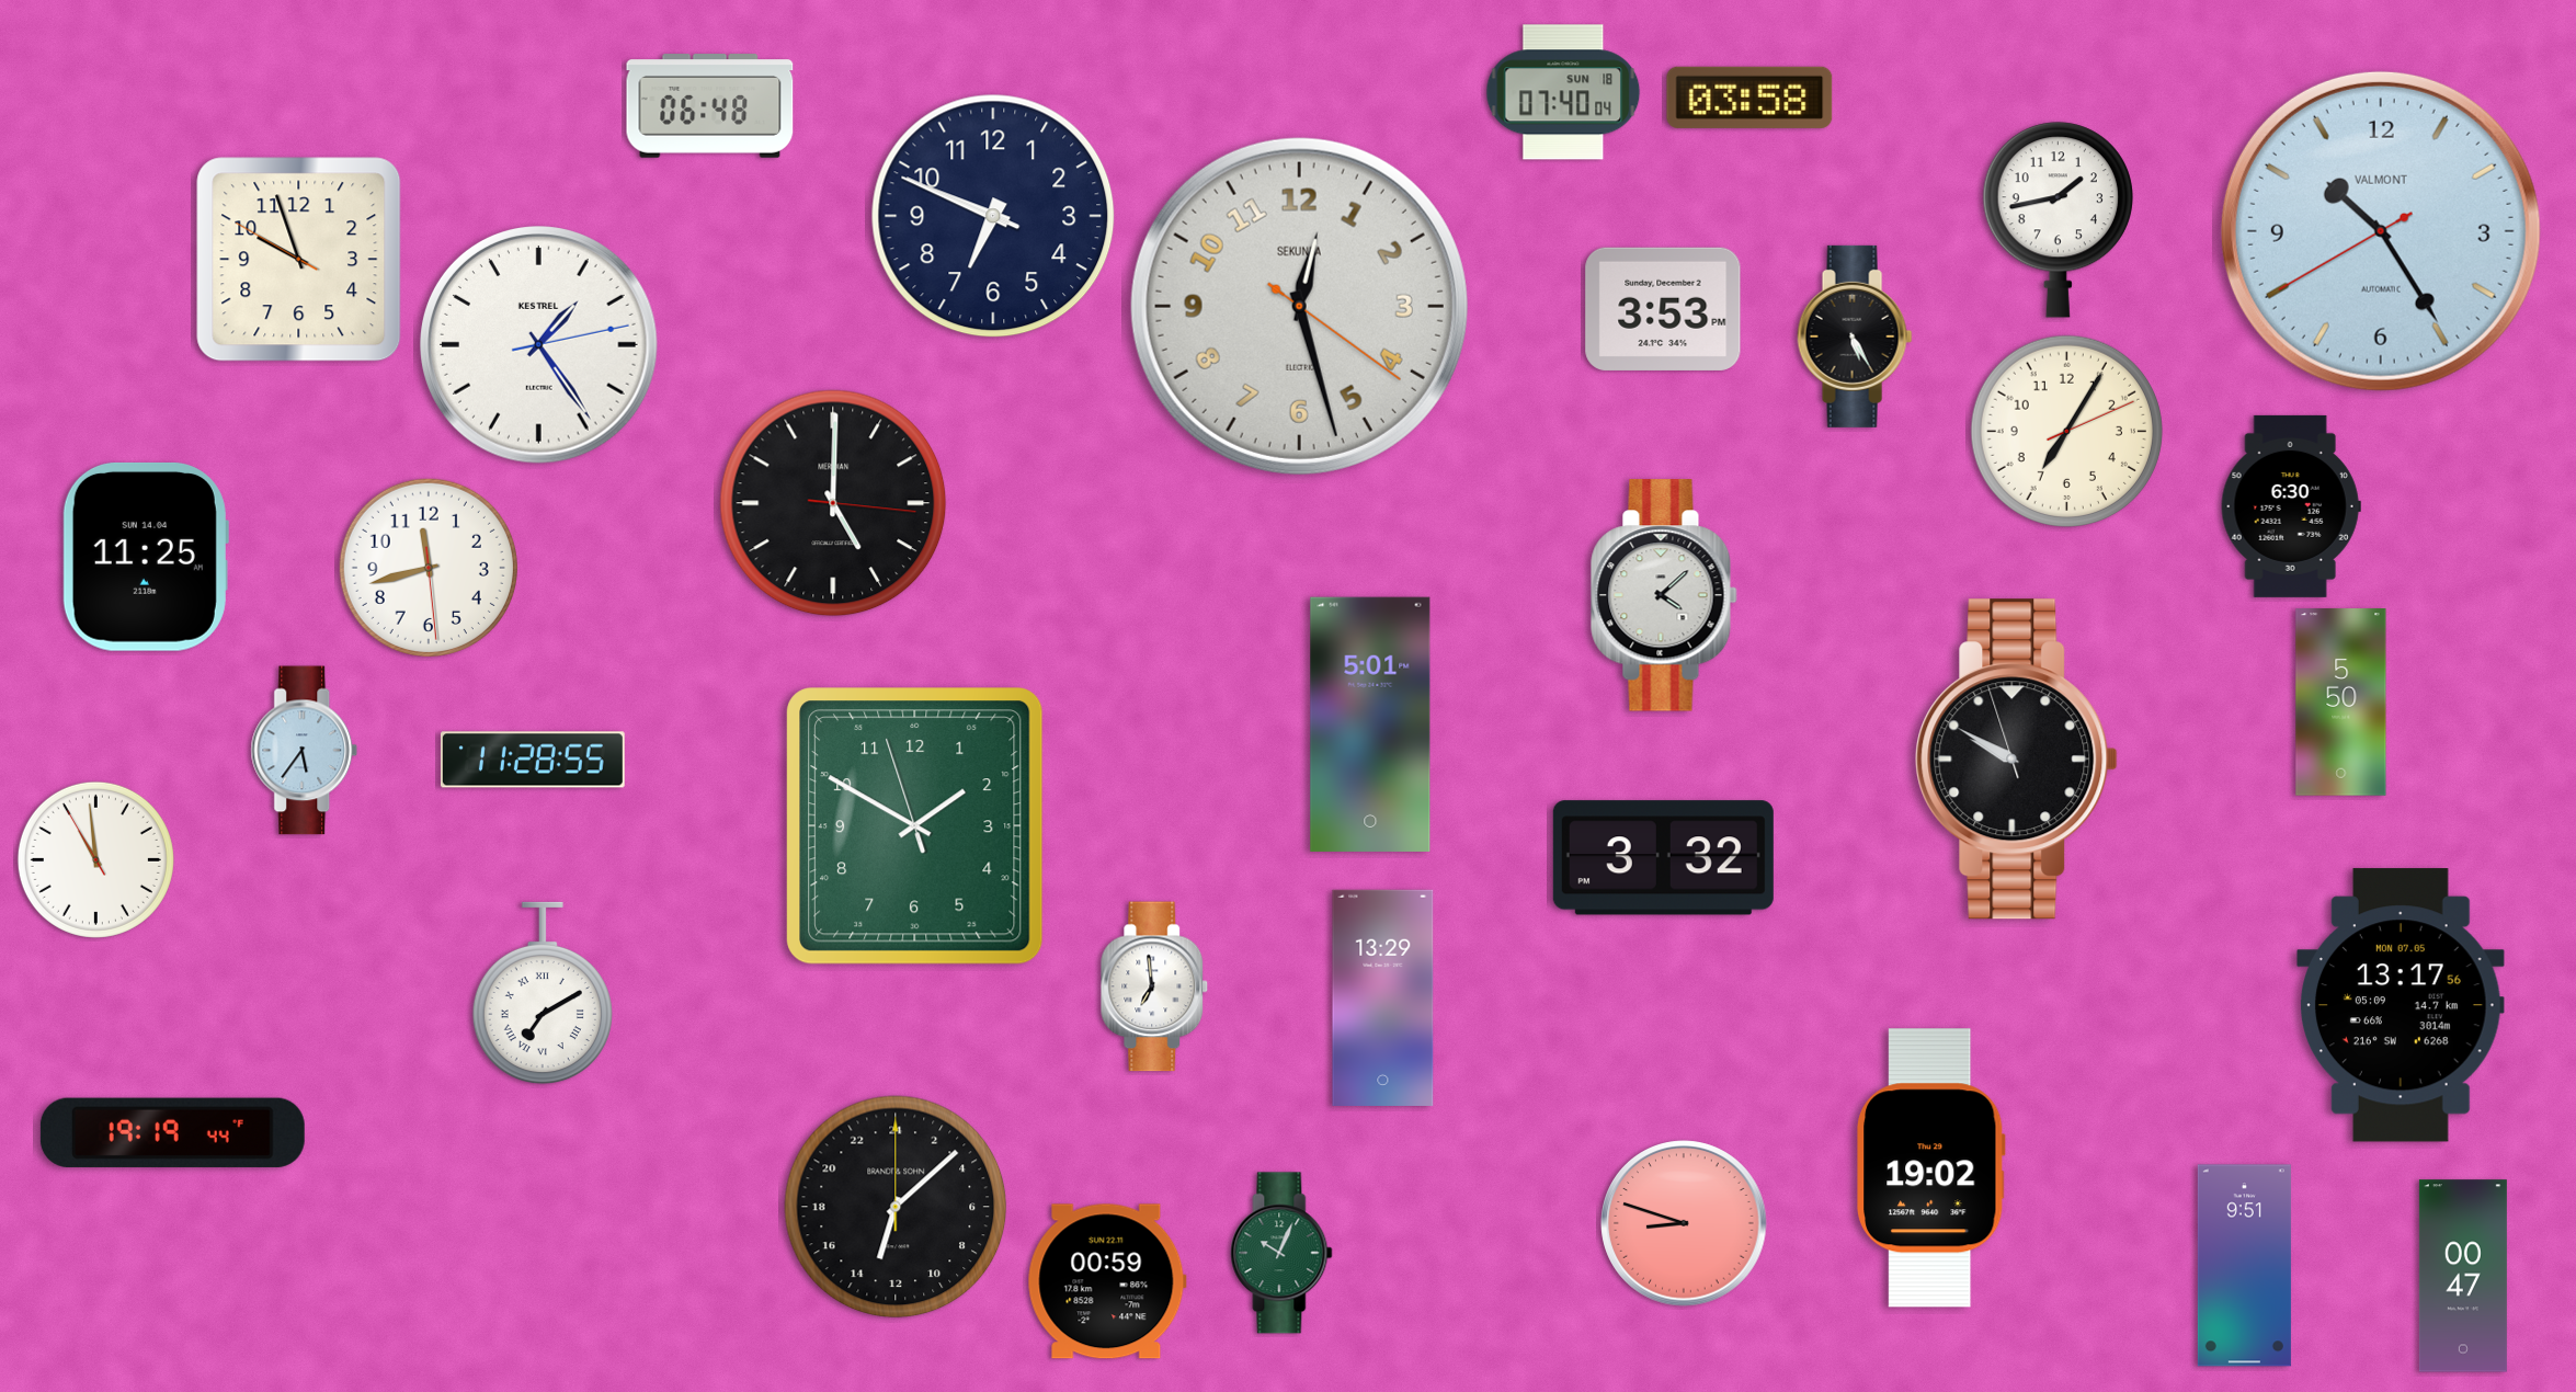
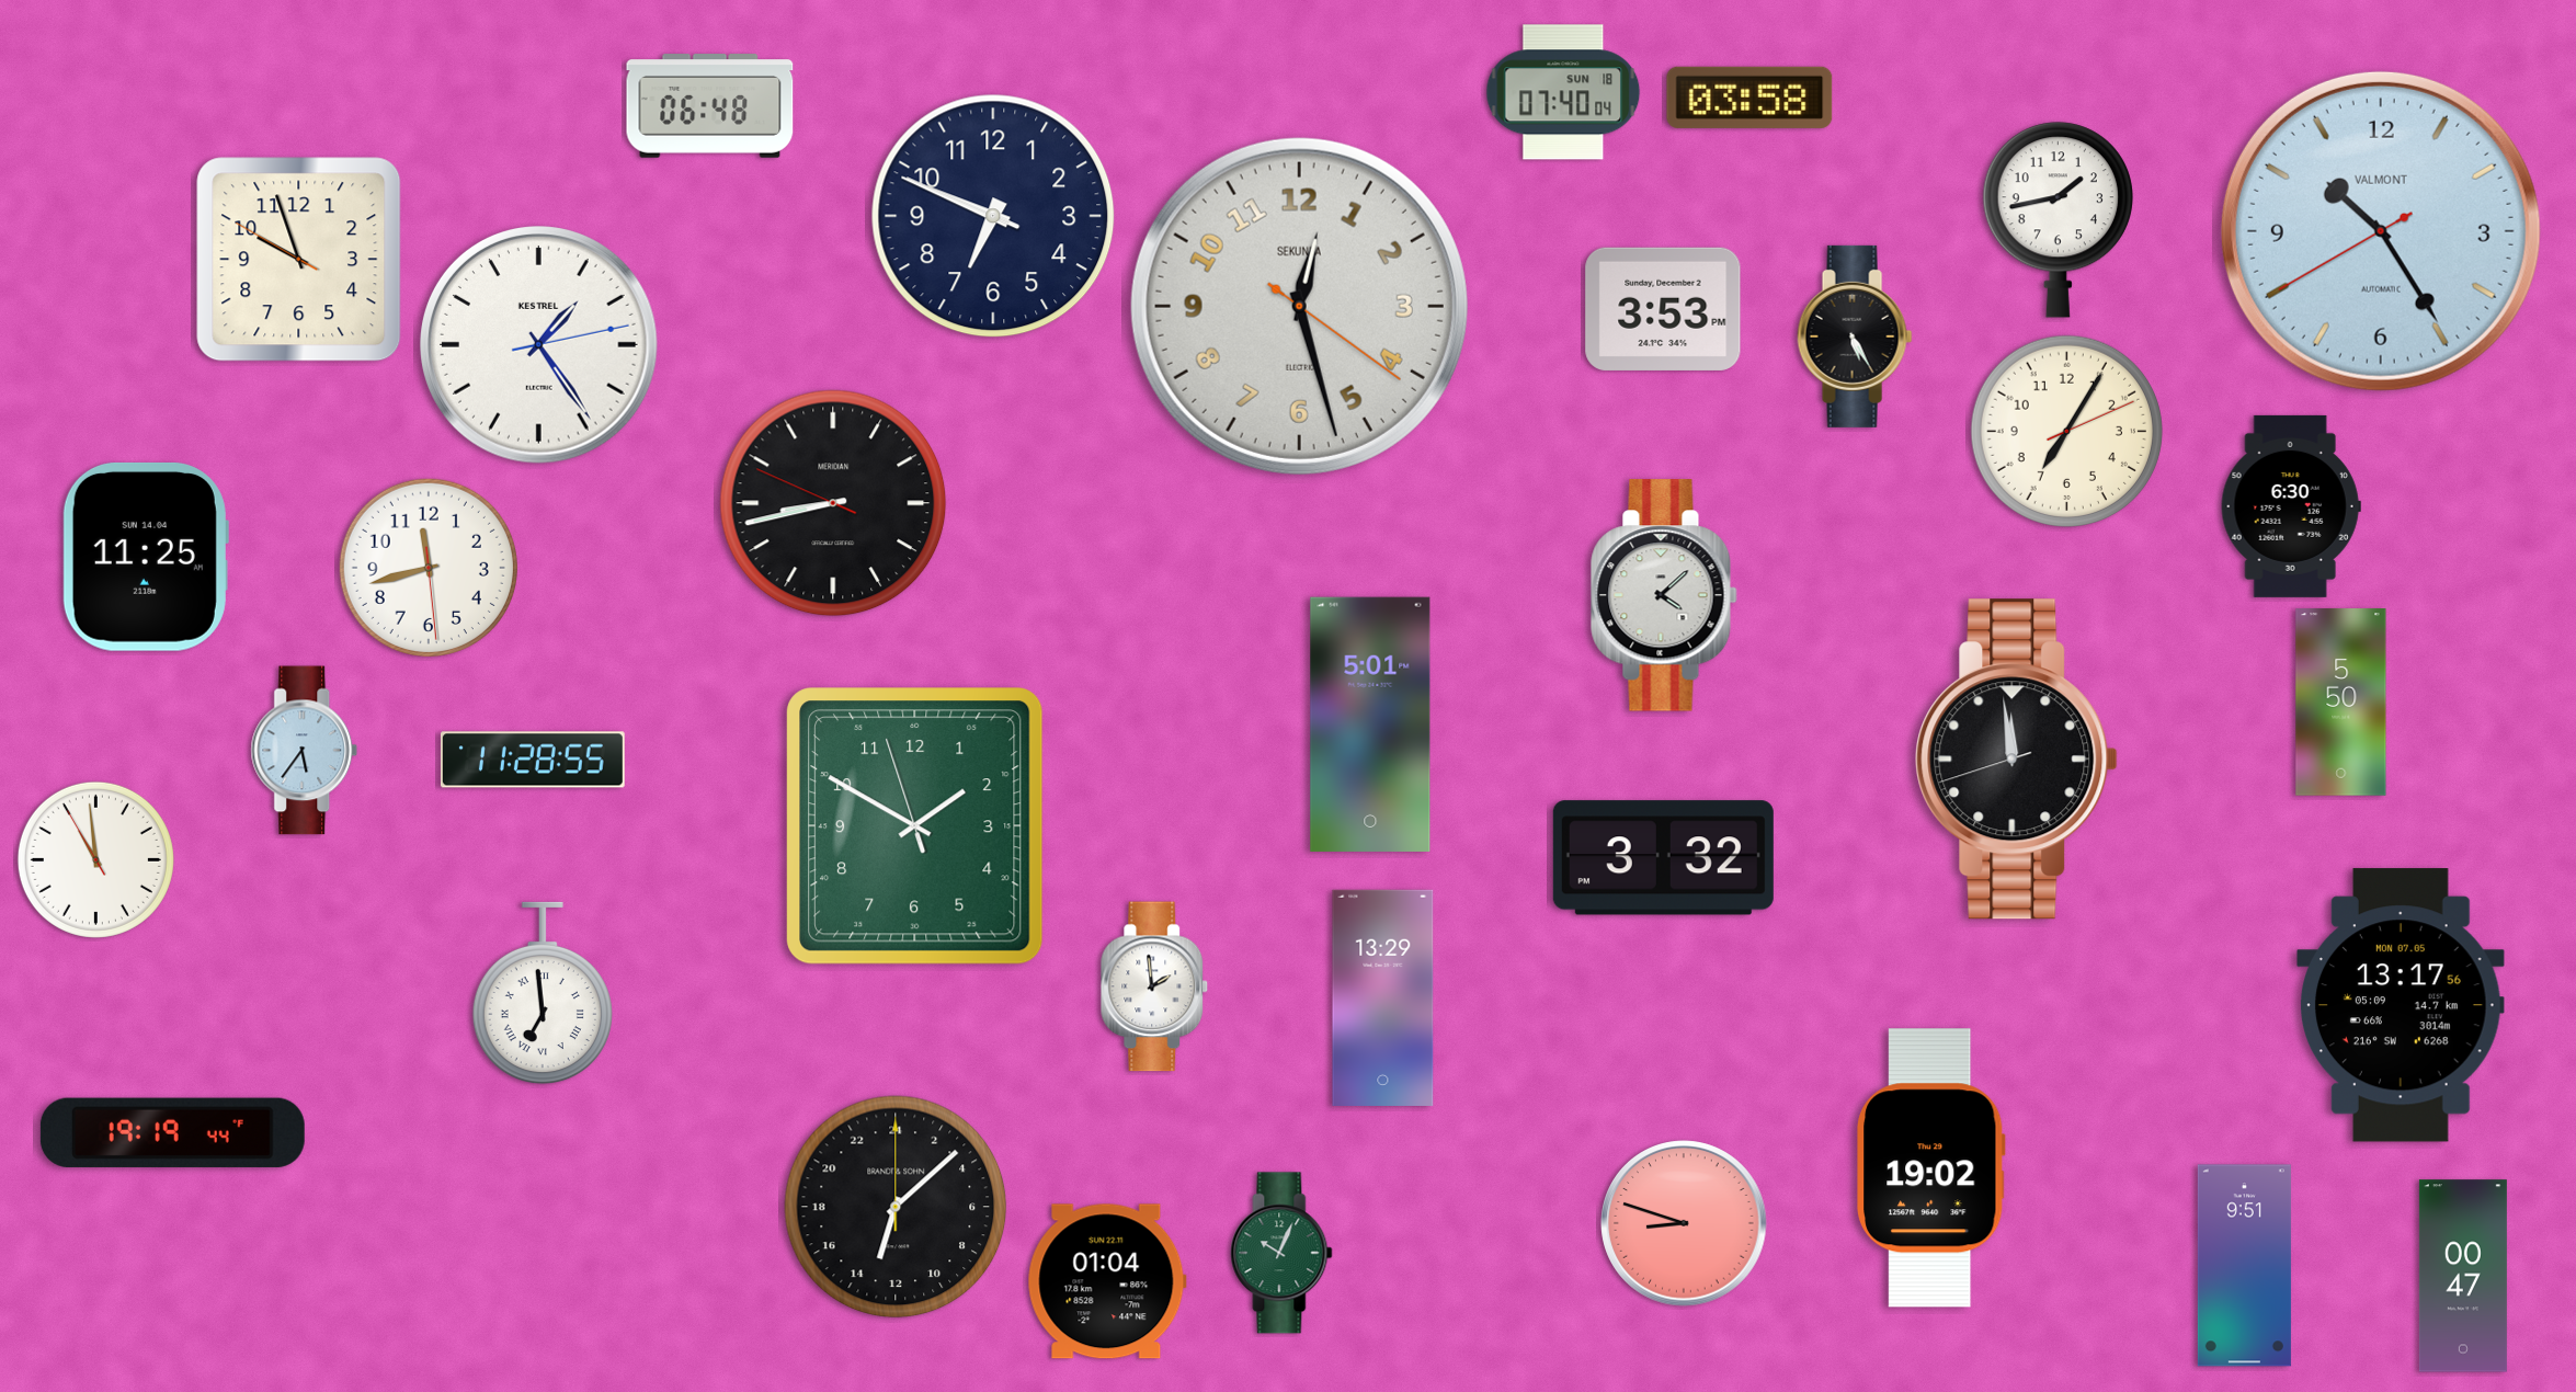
clock at (833, 503): 5:00 -> 8:42
clock at (2017, 760): 9:49 -> 11:58
clock at (1154, 986): 6:59 -> 1:59
clock at (543, 993): 7:10 -> 6:59
clock at (1107, 1281): 00:59 -> 01:04
